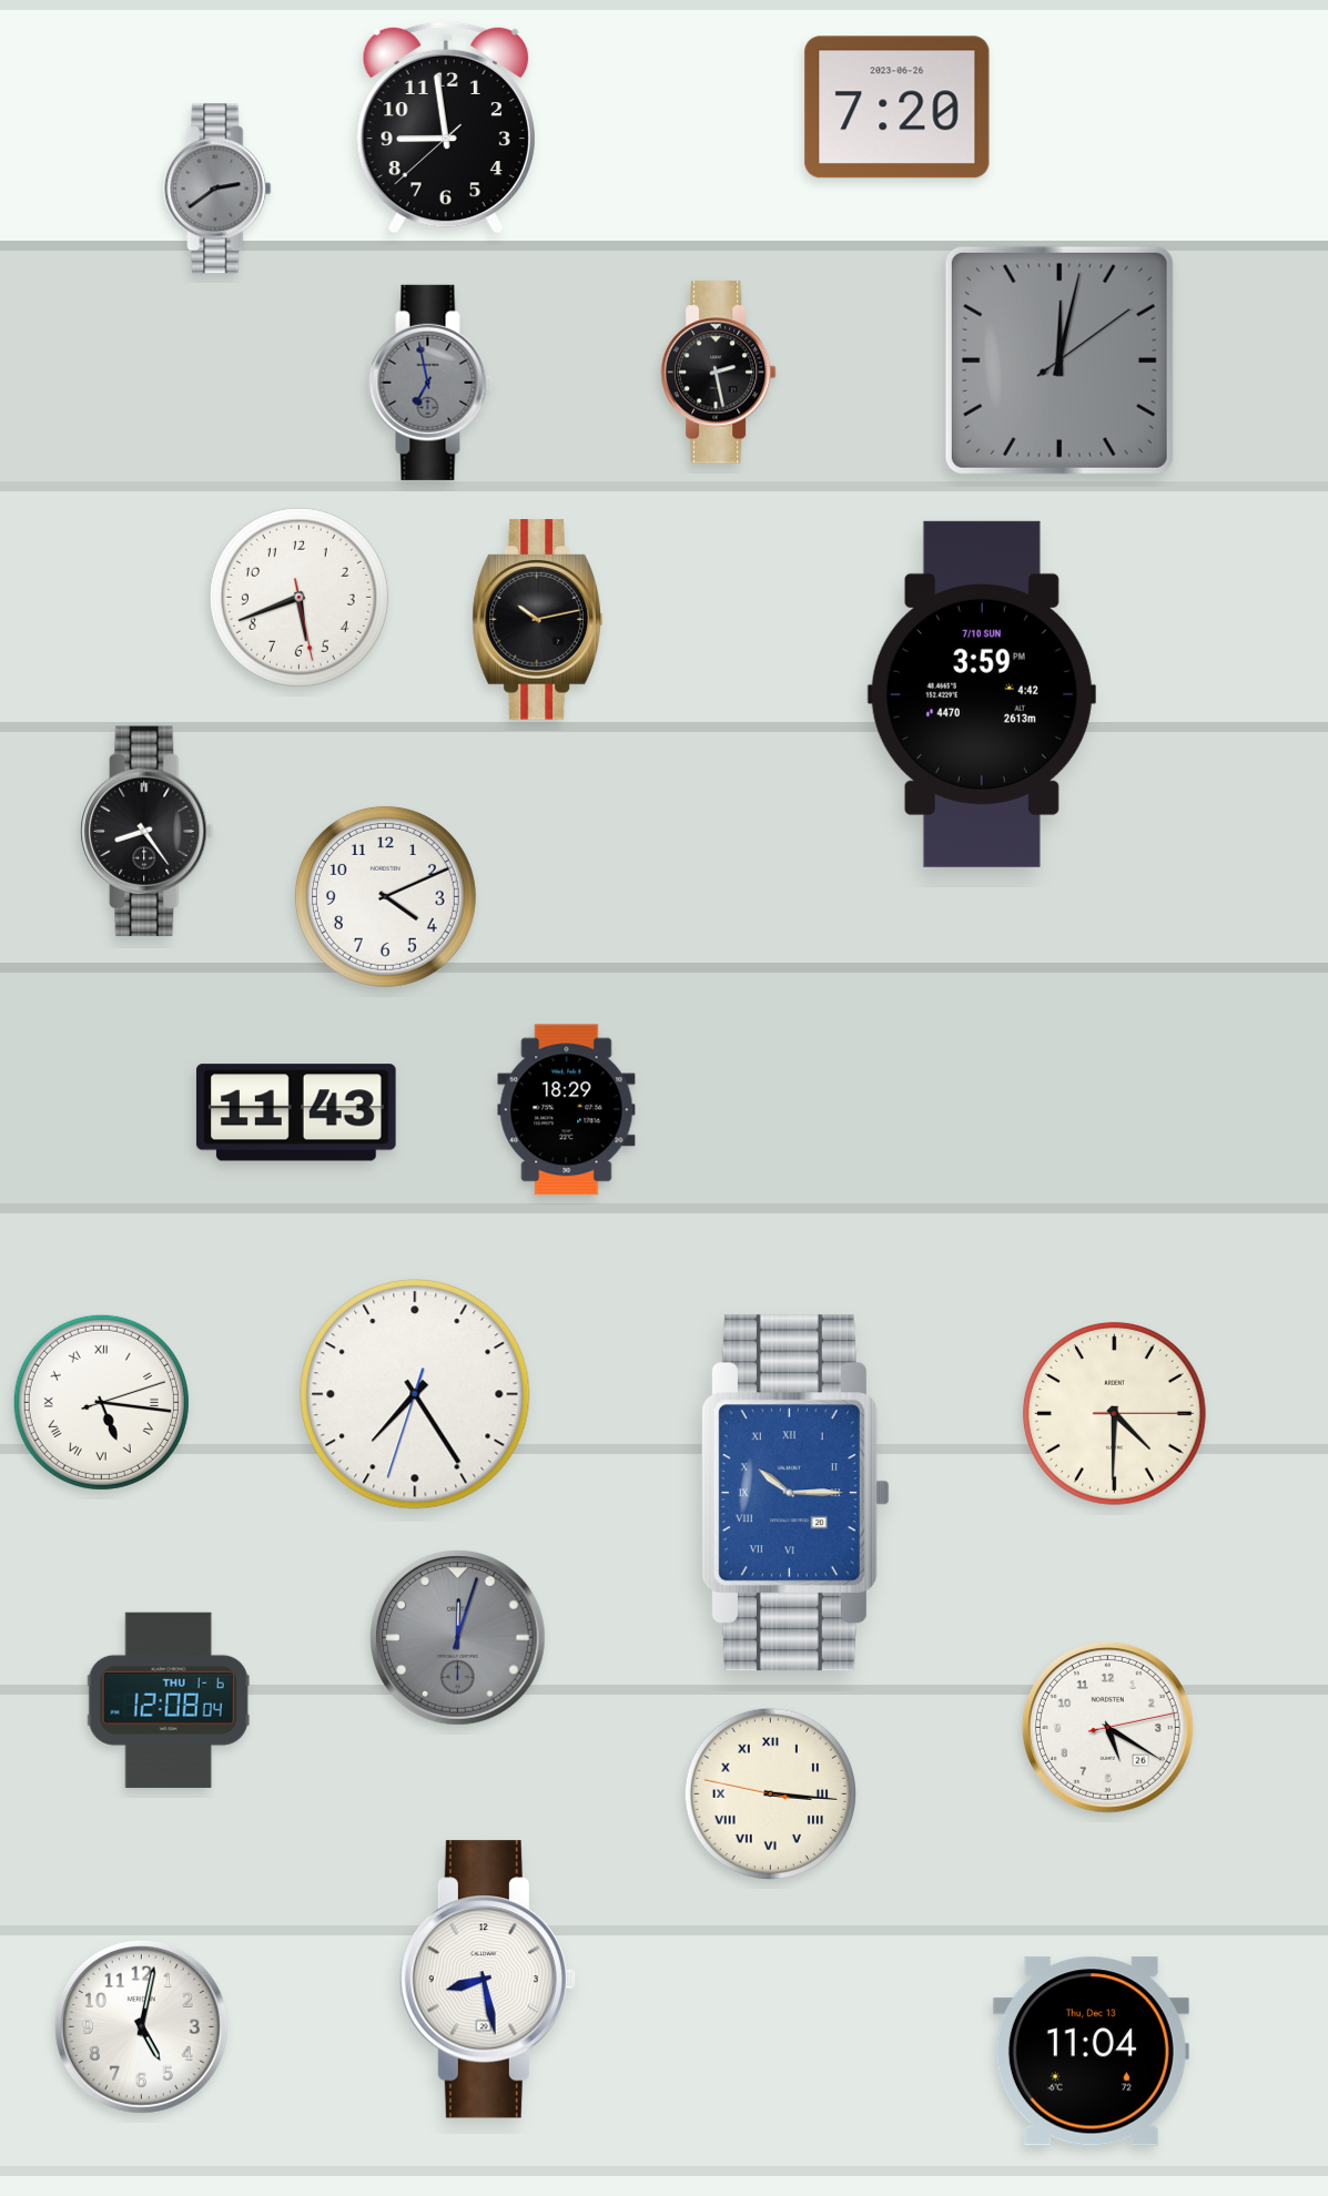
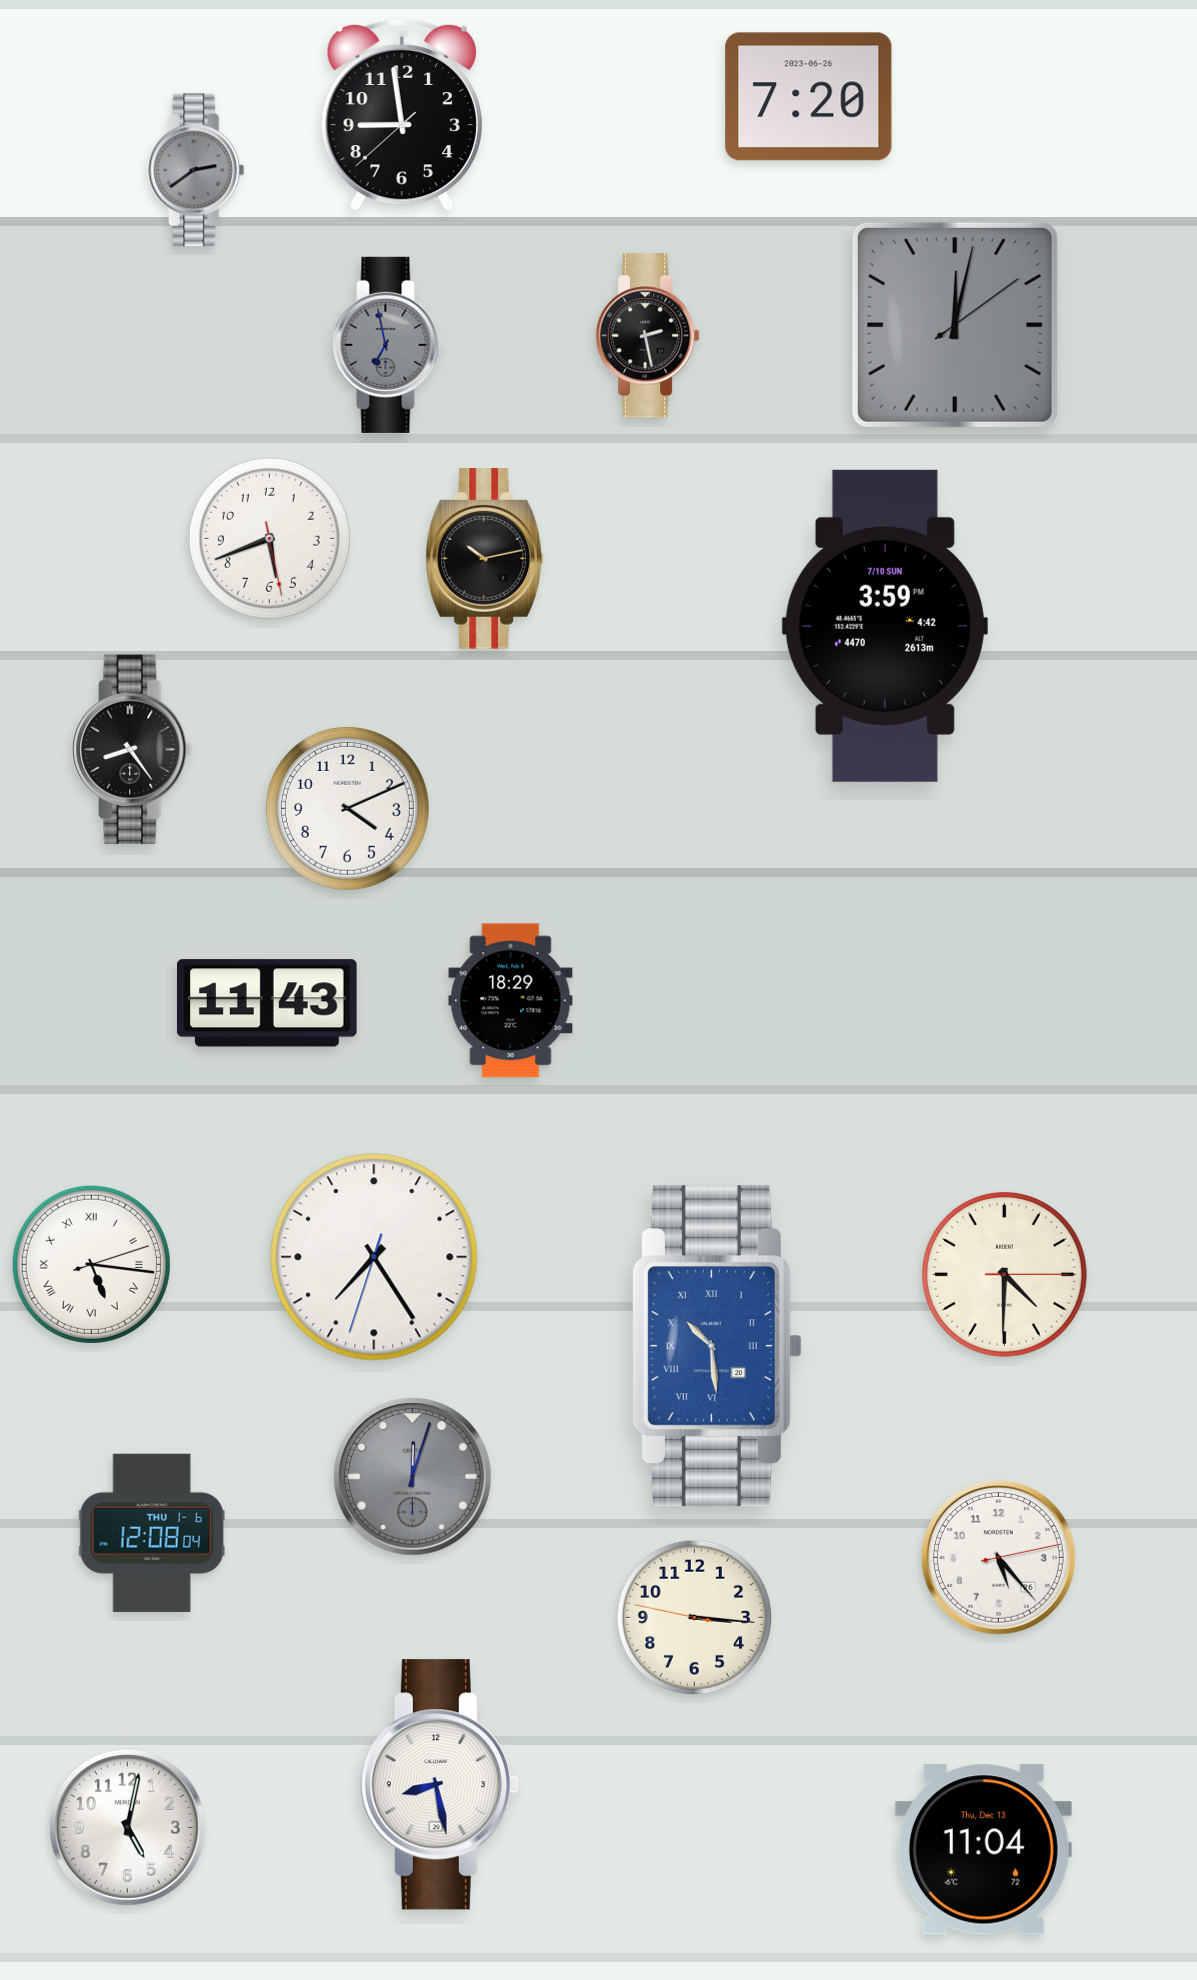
clock at (795, 1493): 10:15 -> 10:29
clock at (1107, 1727): 5:20 -> 5:23
clock at (770, 1793) numerals: Roman -> Arabic
